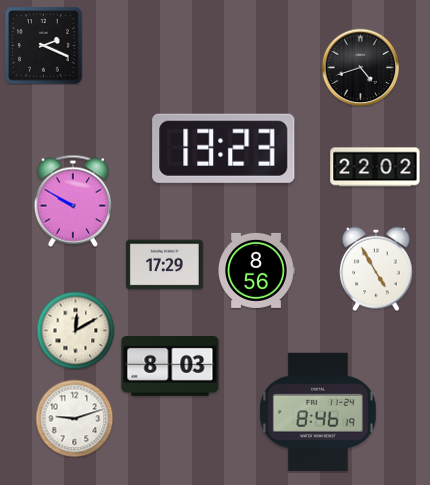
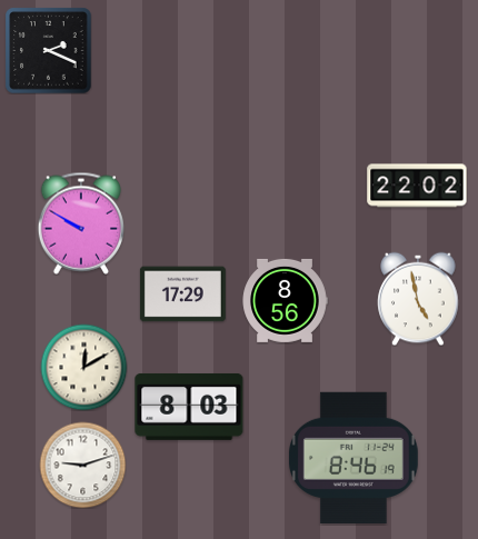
clock at (360, 67): 4:42 -> none
clock at (224, 148): 13:23 -> none
clock at (376, 269): 4:55 -> 4:58
